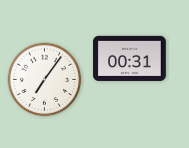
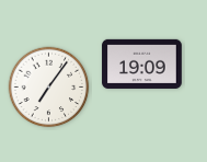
clock at (130, 58): 00:31 -> 19:09
